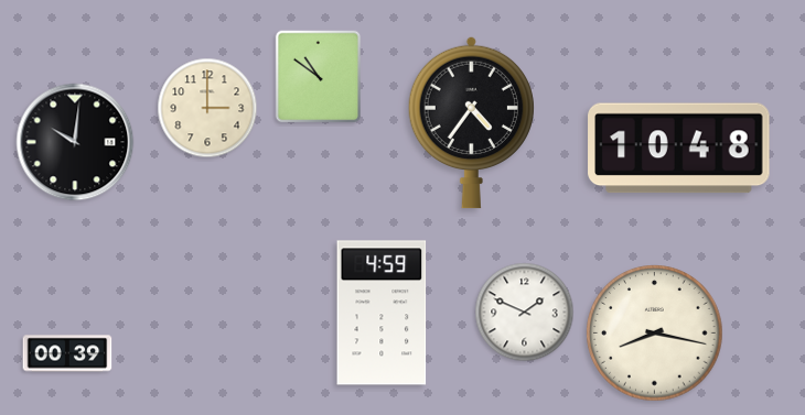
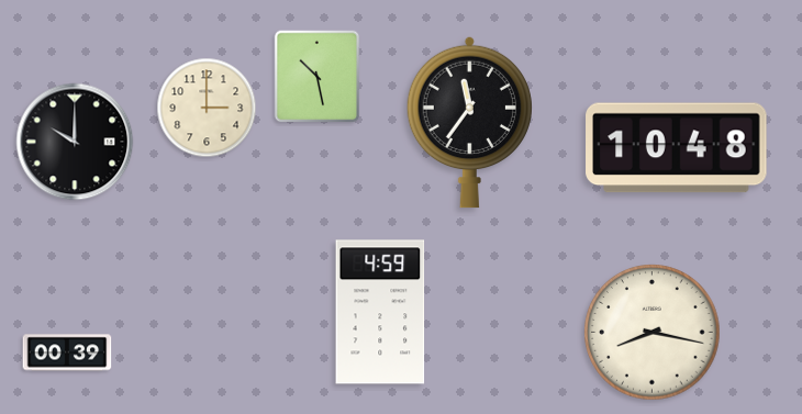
clock at (319, 77): 10:51 -> 10:28
clock at (471, 122): 4:36 -> 11:36
clock at (75, 142): 10:01 -> 10:00
clock at (525, 313): 1:49 -> none
